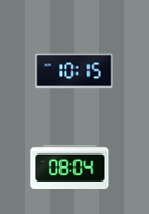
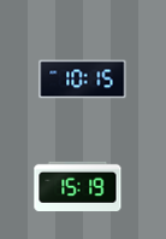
clock at (70, 166): 08:04 -> 15:19
